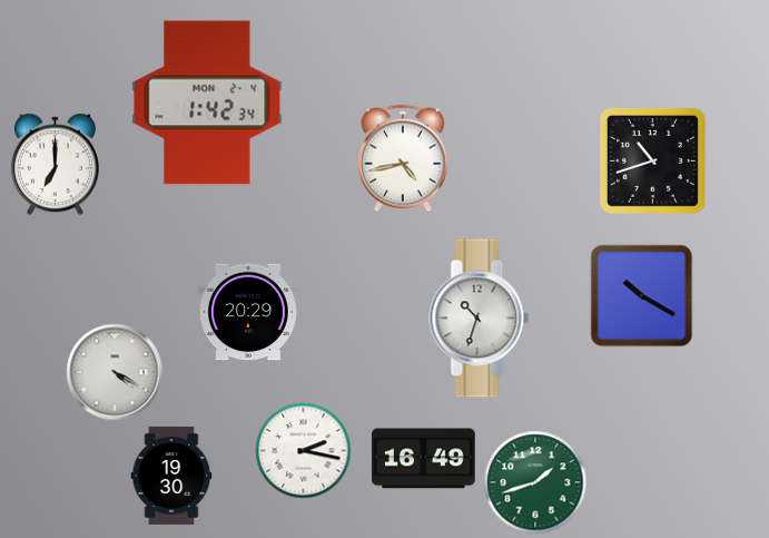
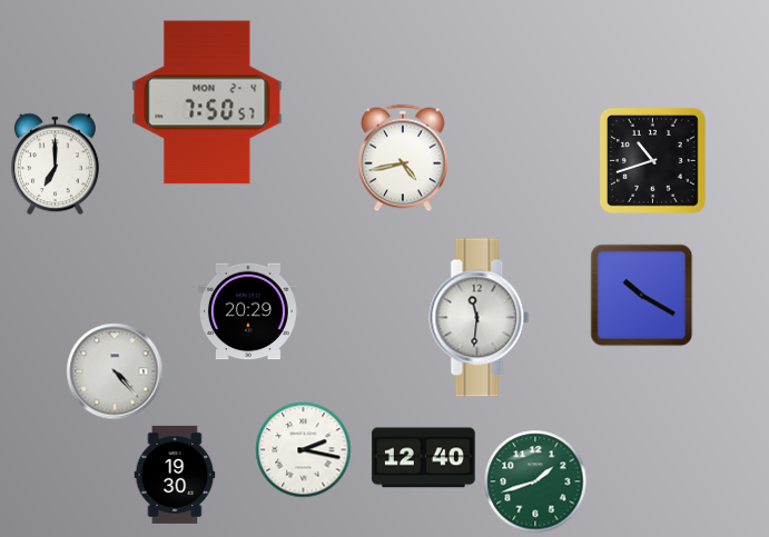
clock at (207, 102): 1:42 -> 7:50
clock at (480, 319): 10:33 -> 11:31
clock at (115, 372): 4:20 -> 4:23
clock at (424, 459): 16:49 -> 12:40
clock at (171, 476) position: (171, 476) -> (175, 475)
